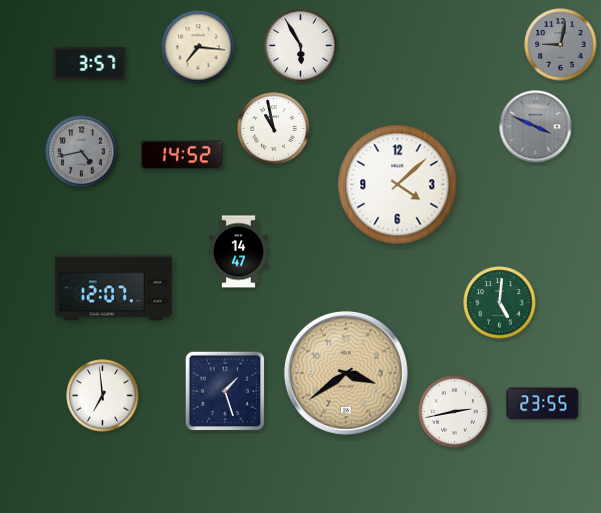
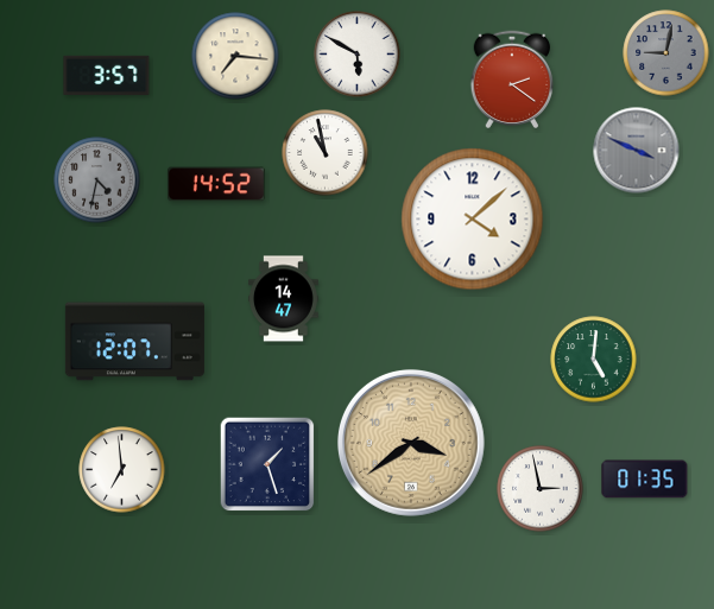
clock at (301, 46): 5:55 -> 5:50
clock at (512, 78): none -> 2:21
clock at (82, 152): 4:43 -> 4:32
clock at (543, 404): 23:55 -> 01:35
clock at (455, 412): 2:43 -> 2:58
